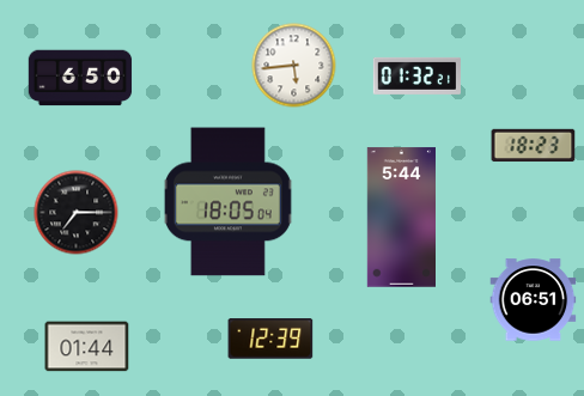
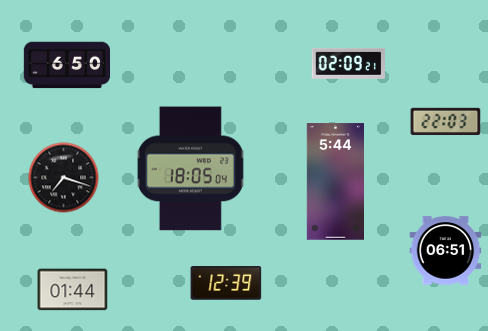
clock at (294, 66): 5:44 -> none
clock at (416, 75): 01:32 -> 02:09
clock at (534, 146): 18:23 -> 22:03
clock at (77, 213): 7:15 -> 7:18
